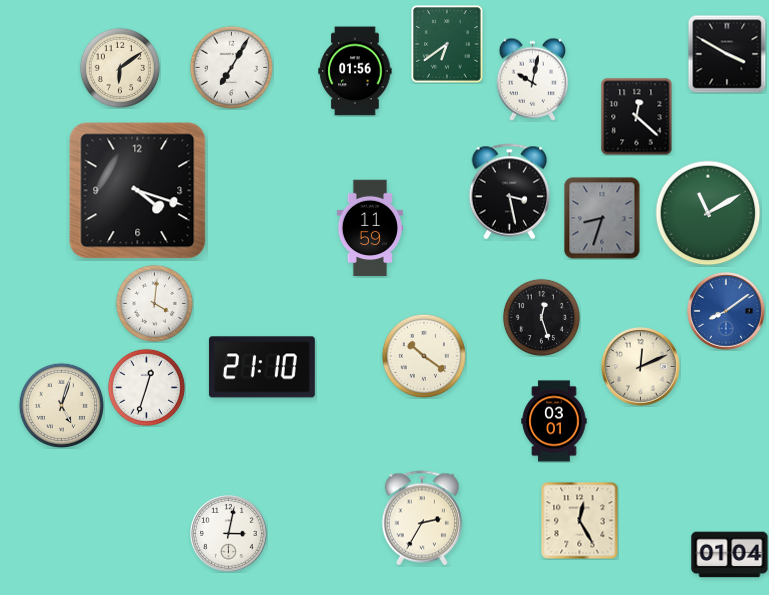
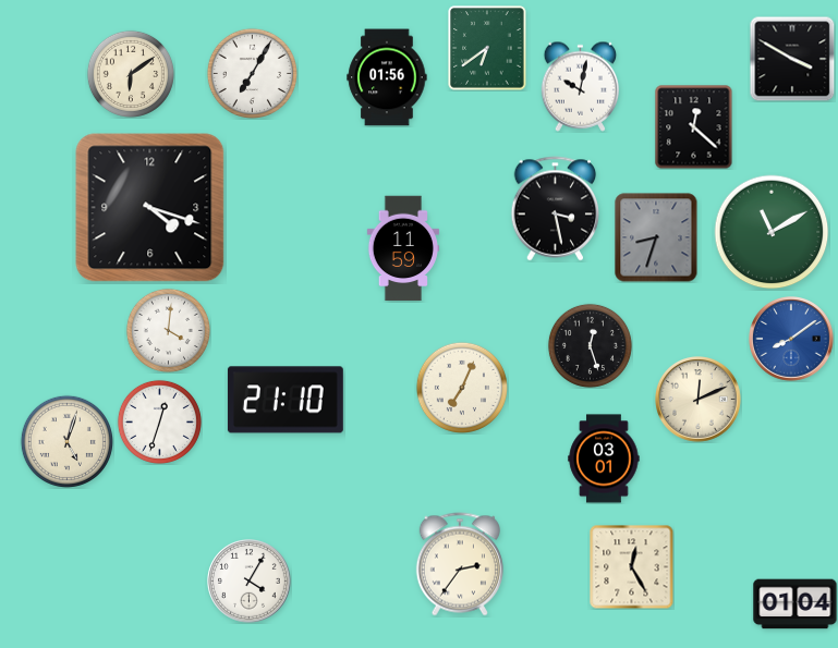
clock at (424, 356): 10:21 -> 7:04
clock at (422, 518): 2:35 -> 2:36
clock at (229, 534): 3:02 -> 4:05
